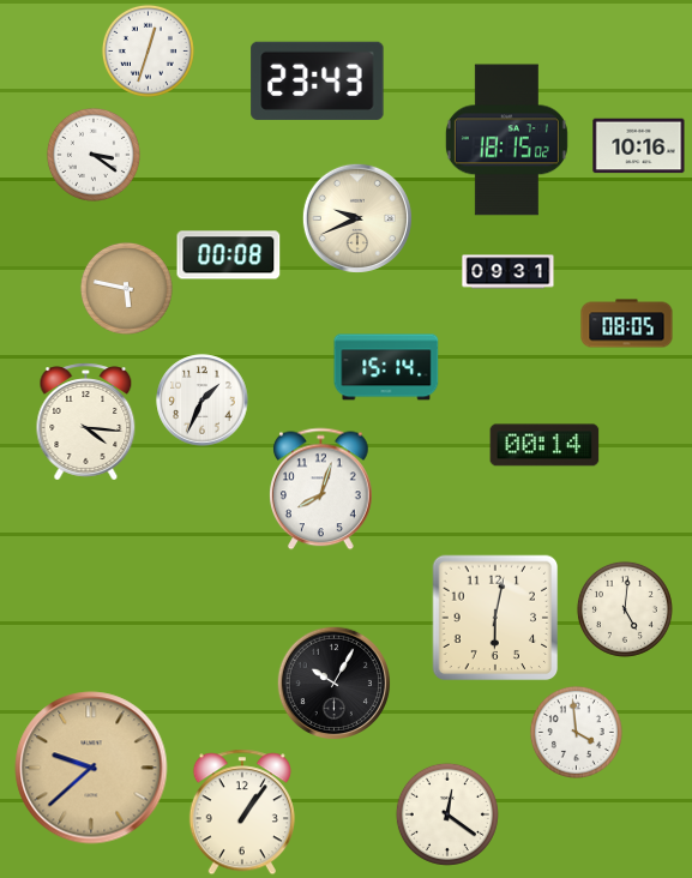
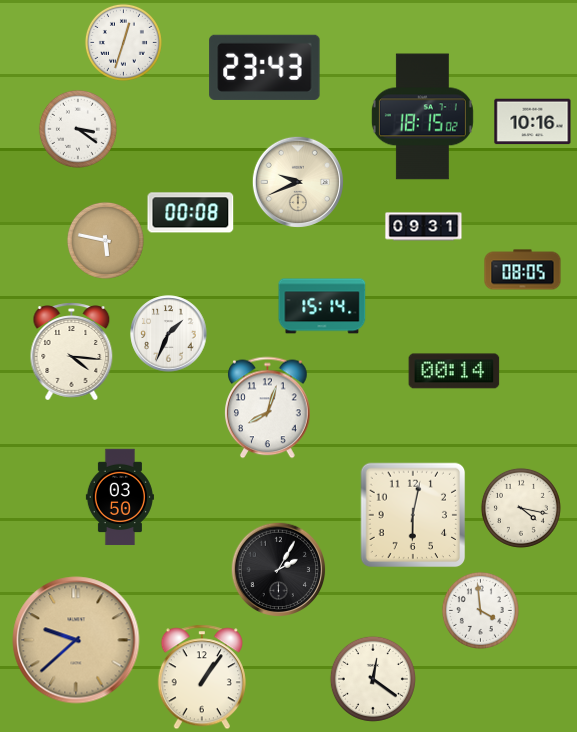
clock at (120, 497): none -> 03:50
clock at (625, 609): 5:01 -> 4:17
clock at (333, 682): 10:05 -> 2:05
